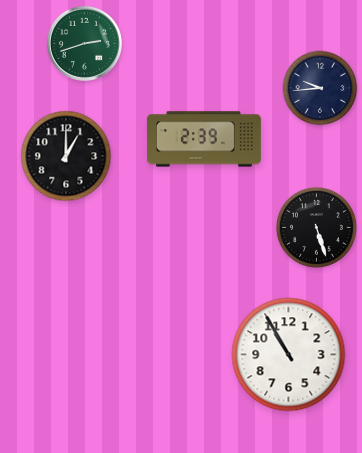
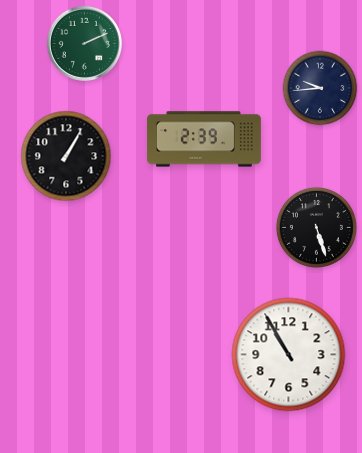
clock at (84, 43): 2:42 -> 2:11
clock at (66, 156): 1:00 -> 1:05
